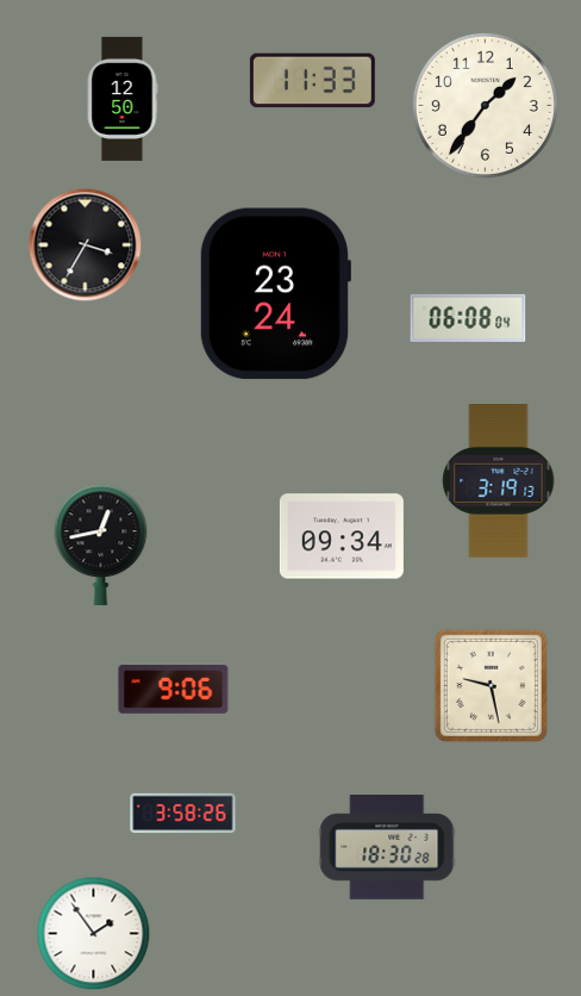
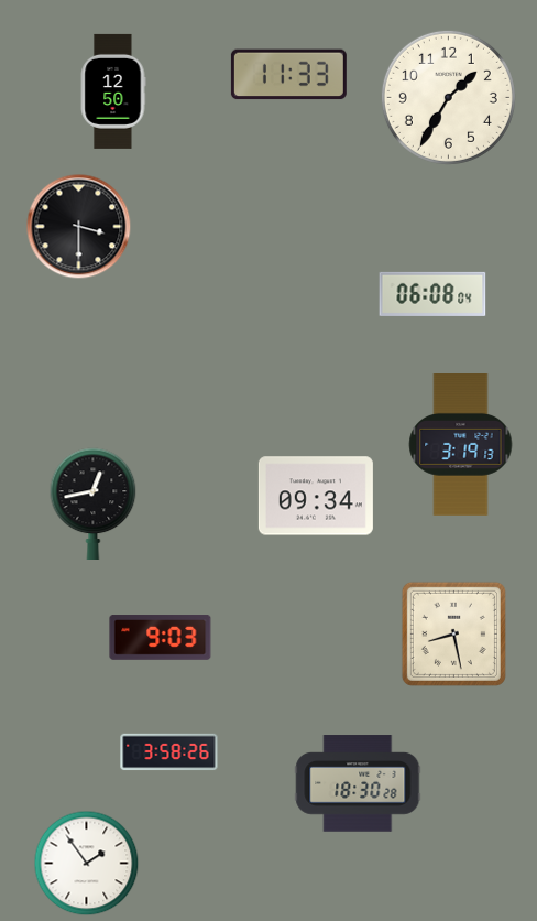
clock at (485, 105): 1:36 -> 1:35
clock at (86, 245): 3:35 -> 3:30
clock at (275, 294): 23:24 -> none
clock at (491, 685): 9:28 -> 8:28
clock at (174, 690): 9:06 -> 9:03
